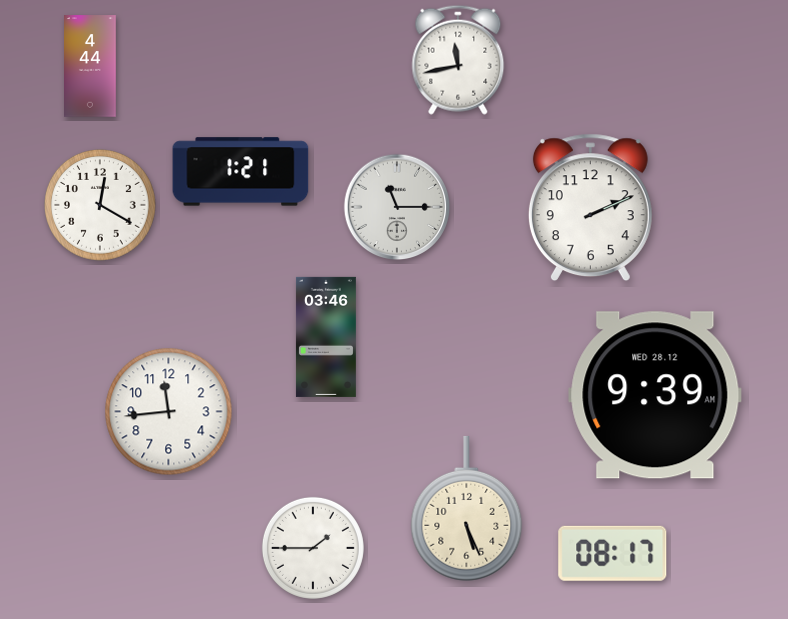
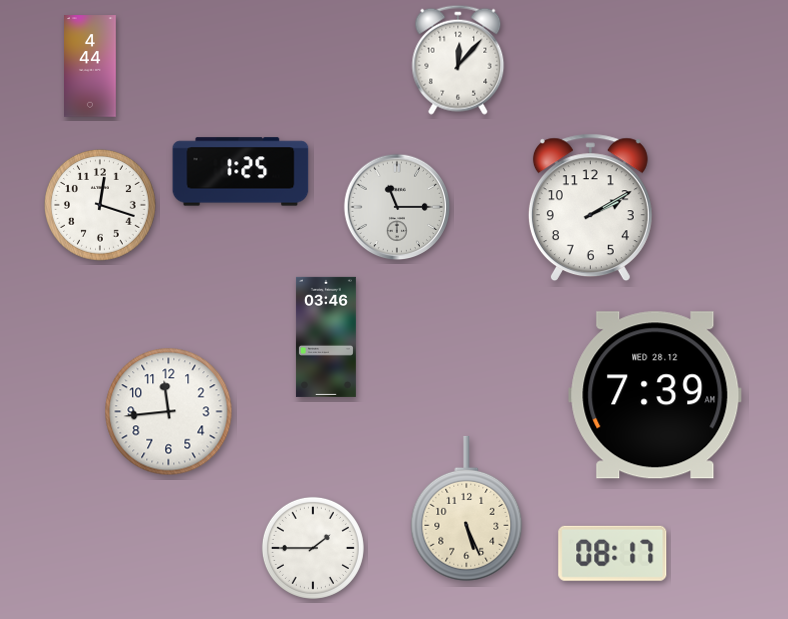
clock at (458, 60): 11:43 -> 12:07
clock at (241, 172): 1:21 -> 1:25
clock at (101, 206): 12:20 -> 12:18
clock at (590, 208): 2:11 -> 2:10
clock at (655, 395): 9:39 -> 7:39
